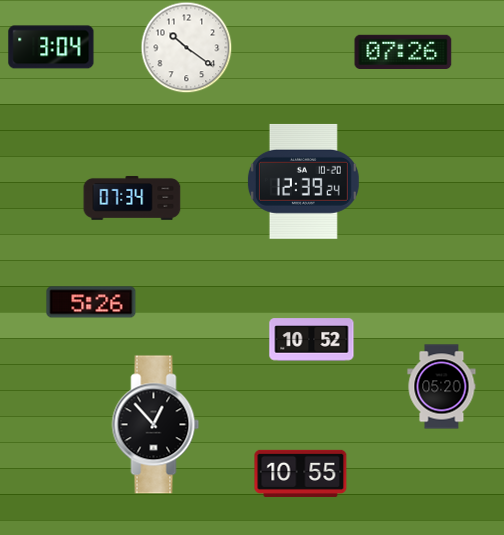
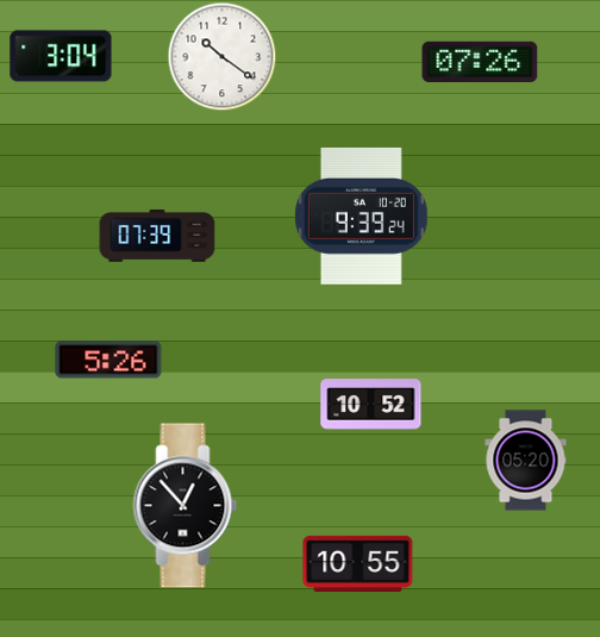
clock at (303, 181): 12:39 -> 9:39
clock at (132, 198): 07:34 -> 07:39
